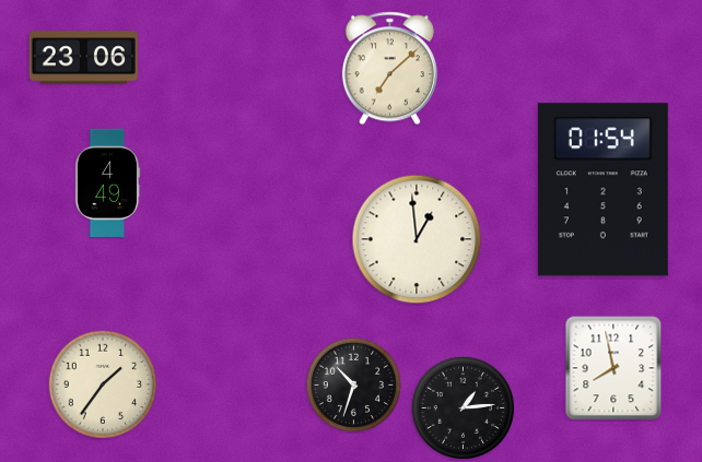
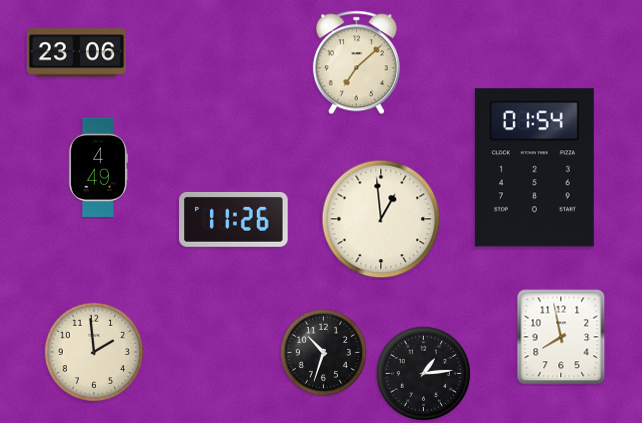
clock at (602, 190) position: (602, 190) -> (534, 168)
clock at (234, 219): none -> 11:26
clock at (103, 384): 1:36 -> 1:59
